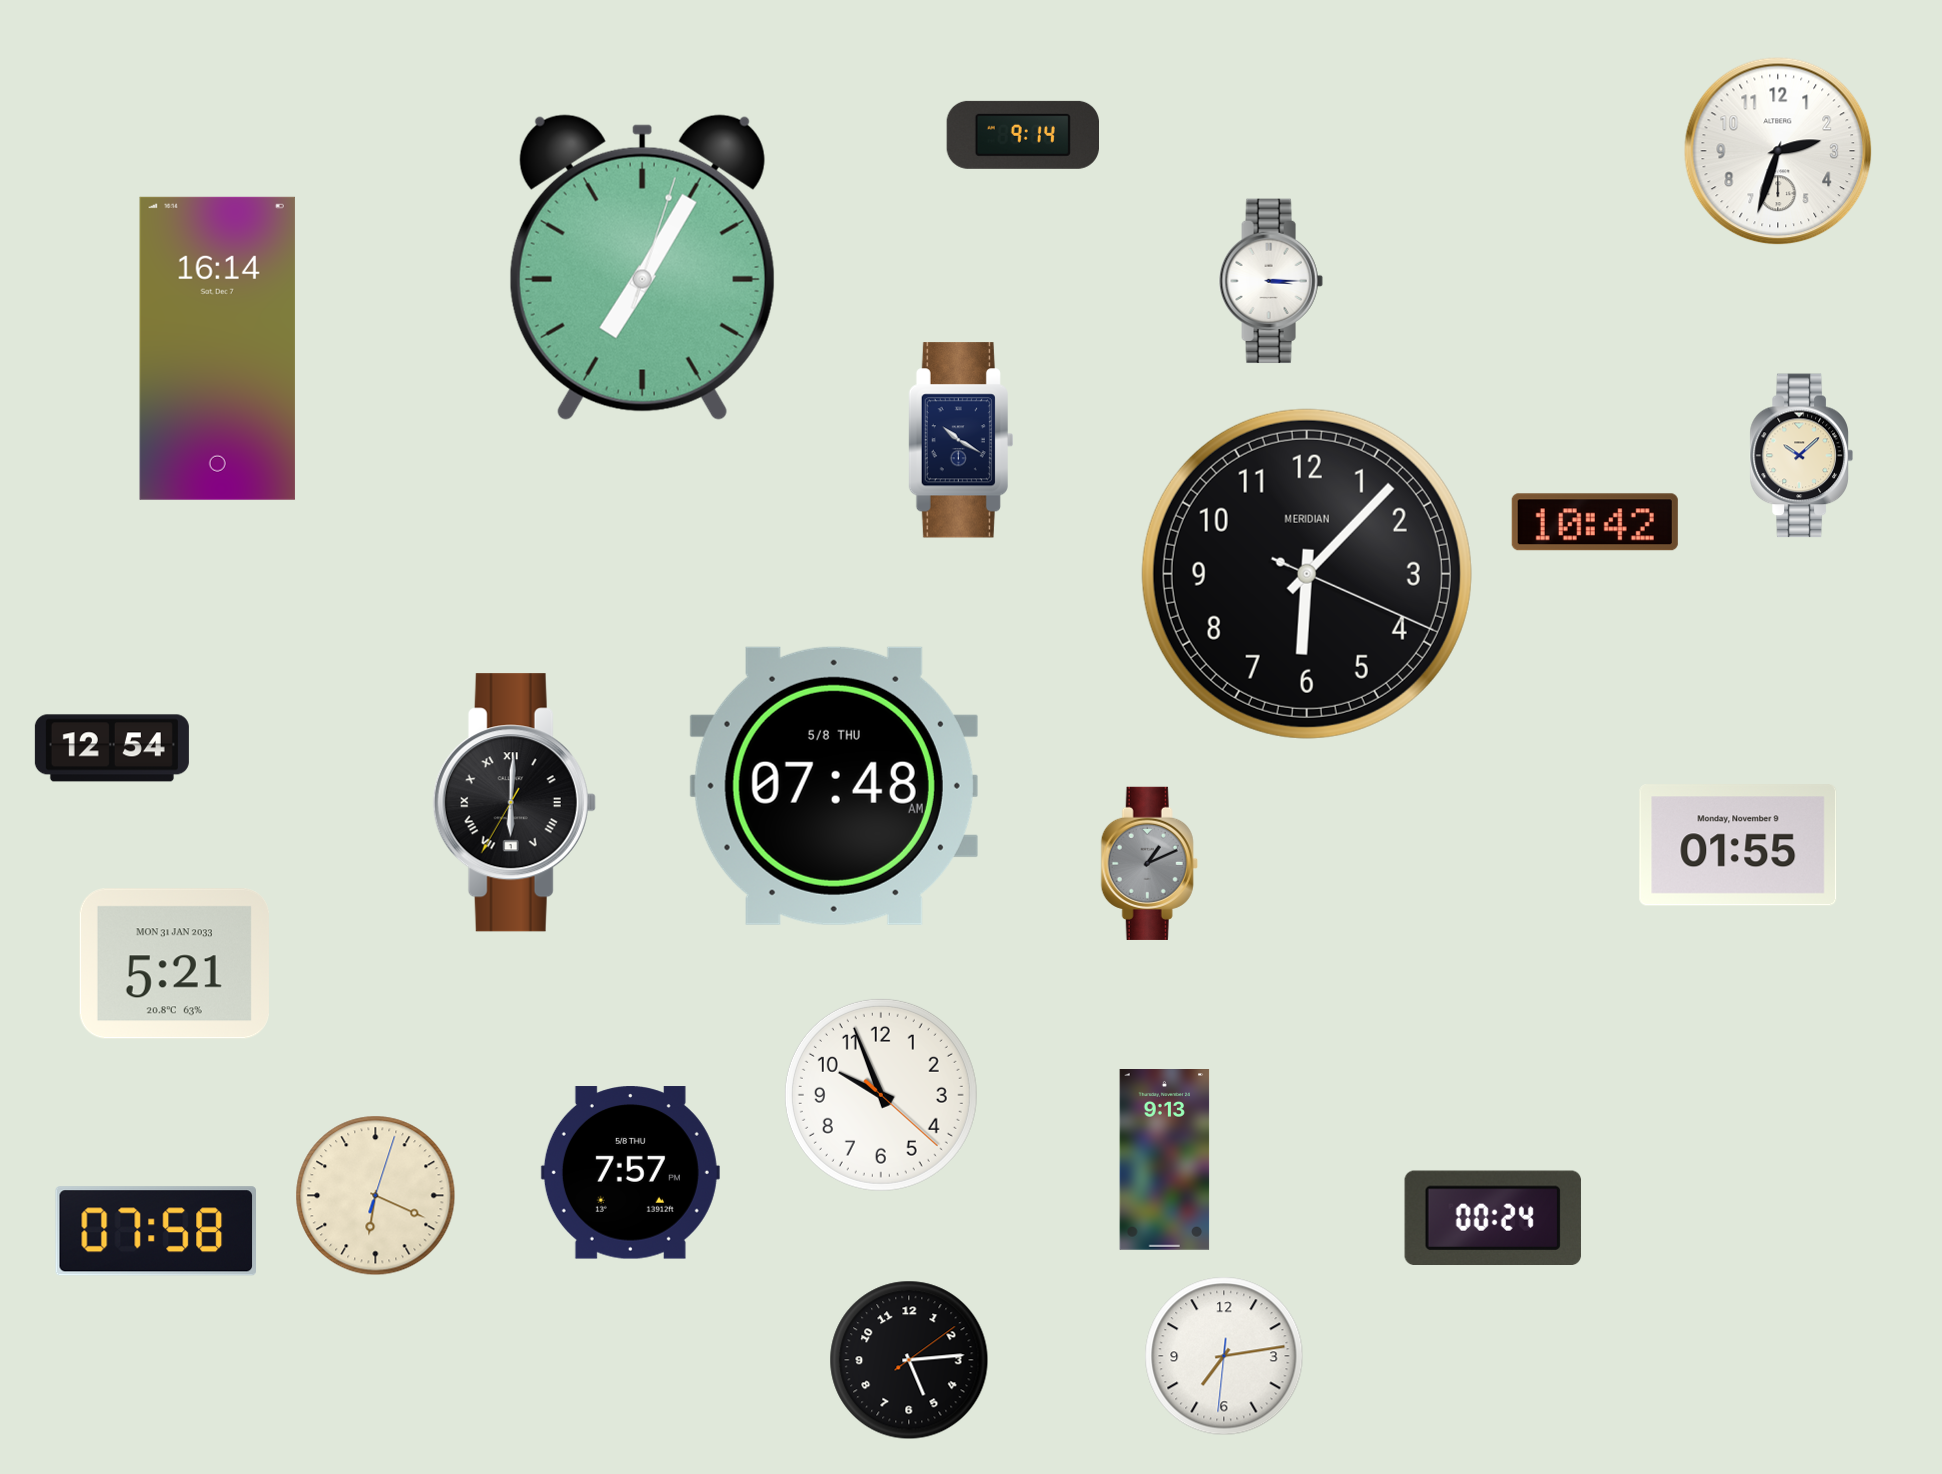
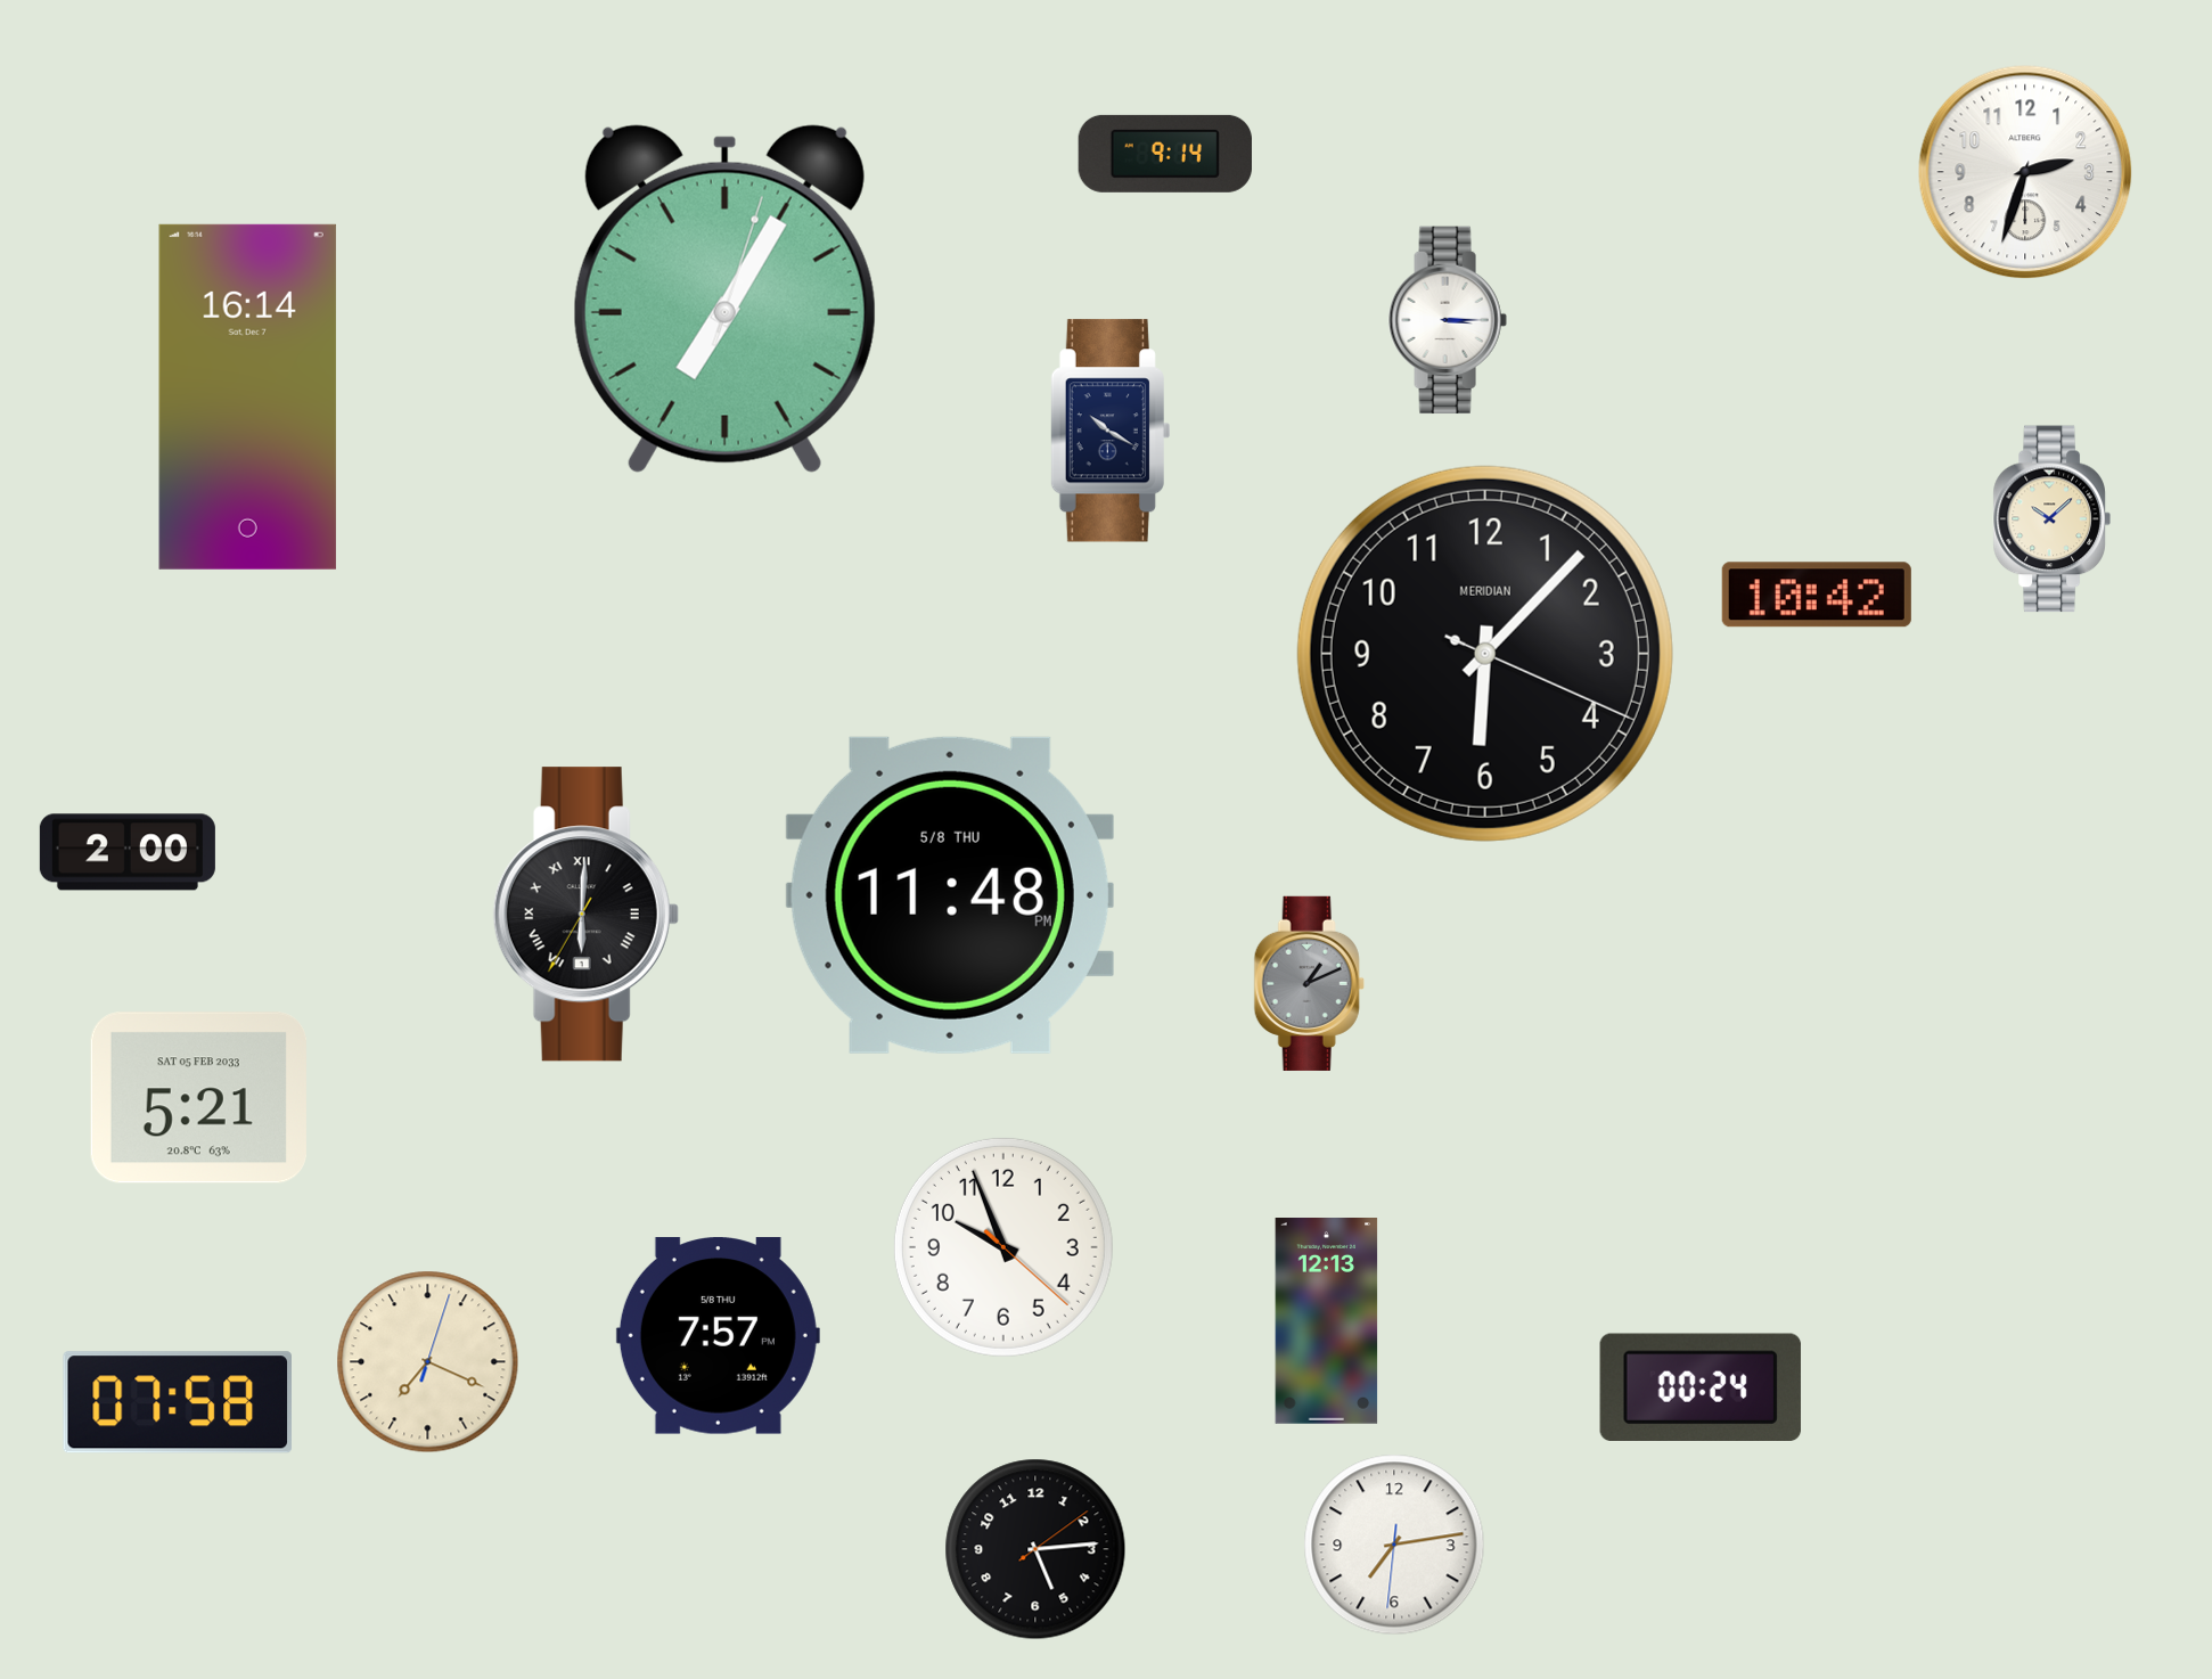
clock at (642, 267) position: (642, 267) -> (724, 298)
clock at (960, 440) position: (960, 440) -> (1109, 431)
clock at (1307, 574) position: (1307, 574) -> (1485, 654)
clock at (112, 748): 12:54 -> 2:00
clock at (834, 786): 07:48 -> 11:48
clock at (1738, 845): 01:55 -> none
clock at (174, 964) date: MON 31 JAN 2033 -> SAT 05 FEB 2033
clock at (1165, 1160): 9:13 -> 12:13
clock at (376, 1196): 6:19 -> 7:19
